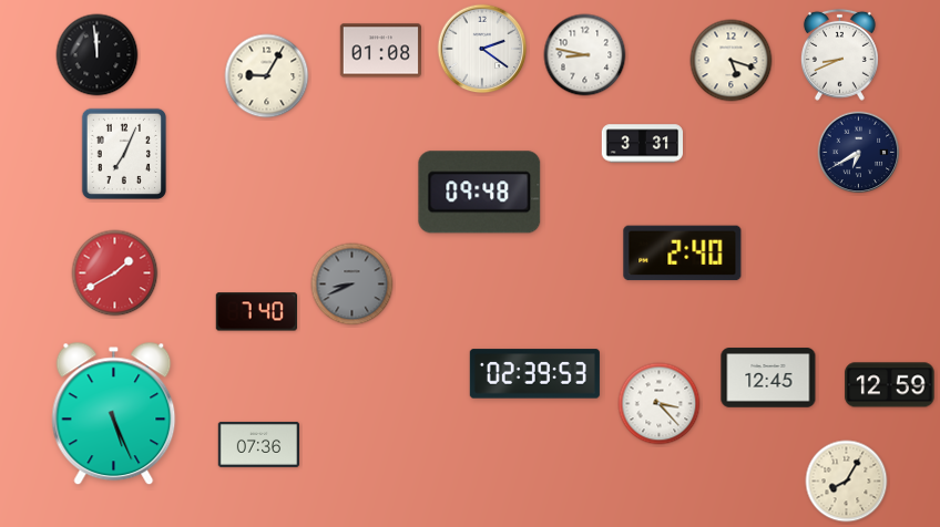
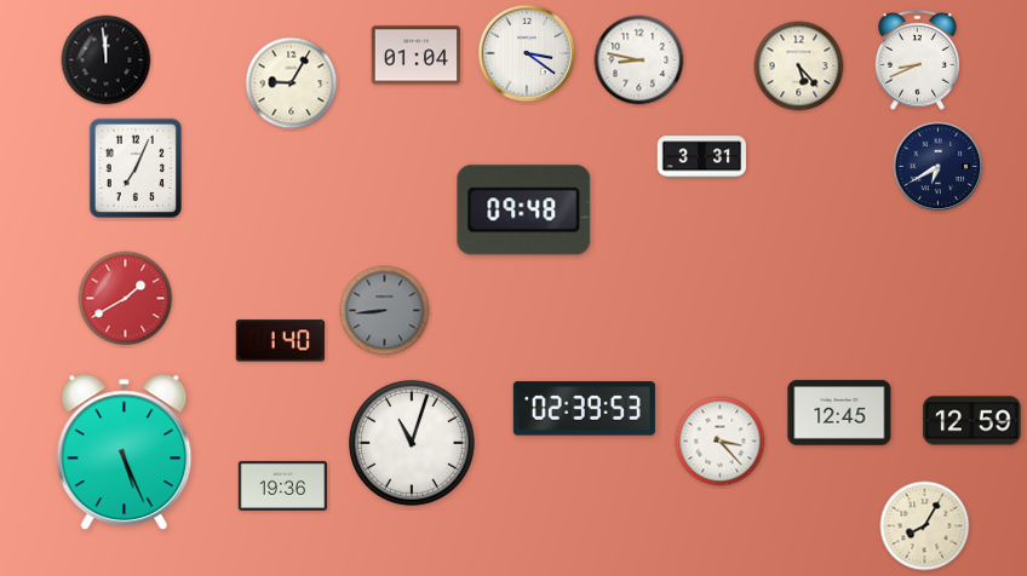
clock at (482, 49): 2:21 -> 3:21
clock at (380, 51): 01:08 -> 01:04
clock at (732, 61): 5:18 -> 5:23
clock at (683, 254): 2:40 -> none
clock at (352, 285): 8:41 -> 8:44
clock at (256, 312): 7:40 -> 1:40
clock at (413, 444): none -> 11:03
clock at (258, 444): 07:36 -> 19:36
